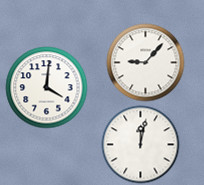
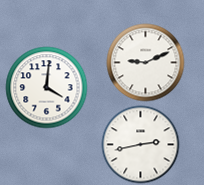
clock at (145, 62): 9:07 -> 9:11
clock at (140, 144): 12:02 -> 2:43
